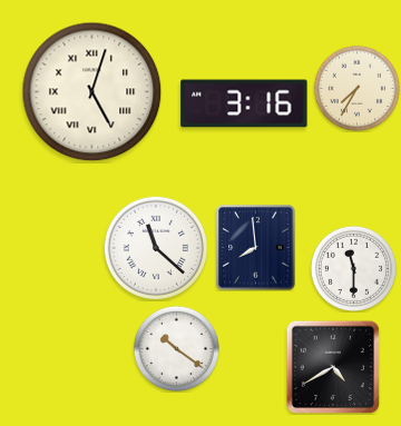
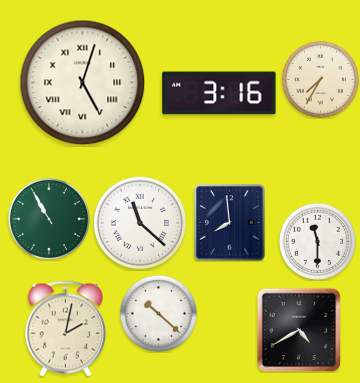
clock at (49, 219): none -> 10:55
clock at (176, 348): 10:21 -> 10:22
clock at (66, 329): none -> 2:02
